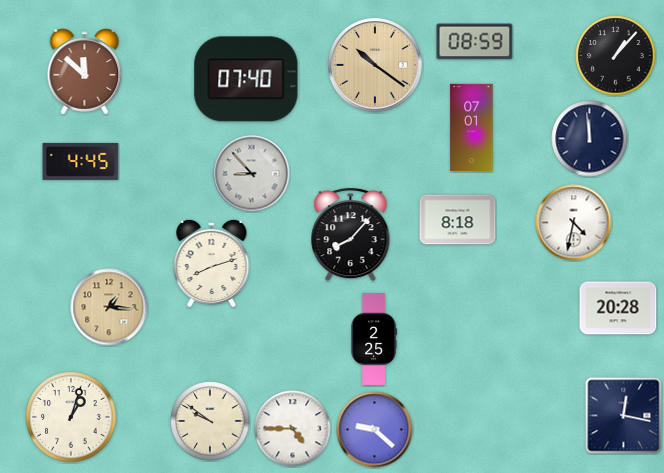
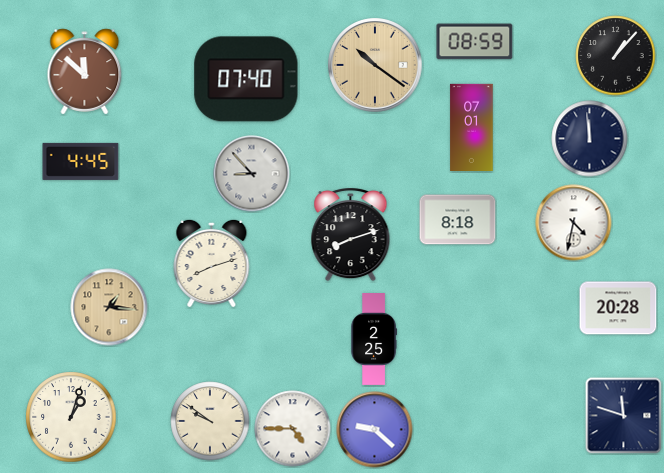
clock at (351, 235): 8:07 -> 8:12
clock at (624, 416): 12:17 -> 11:48
